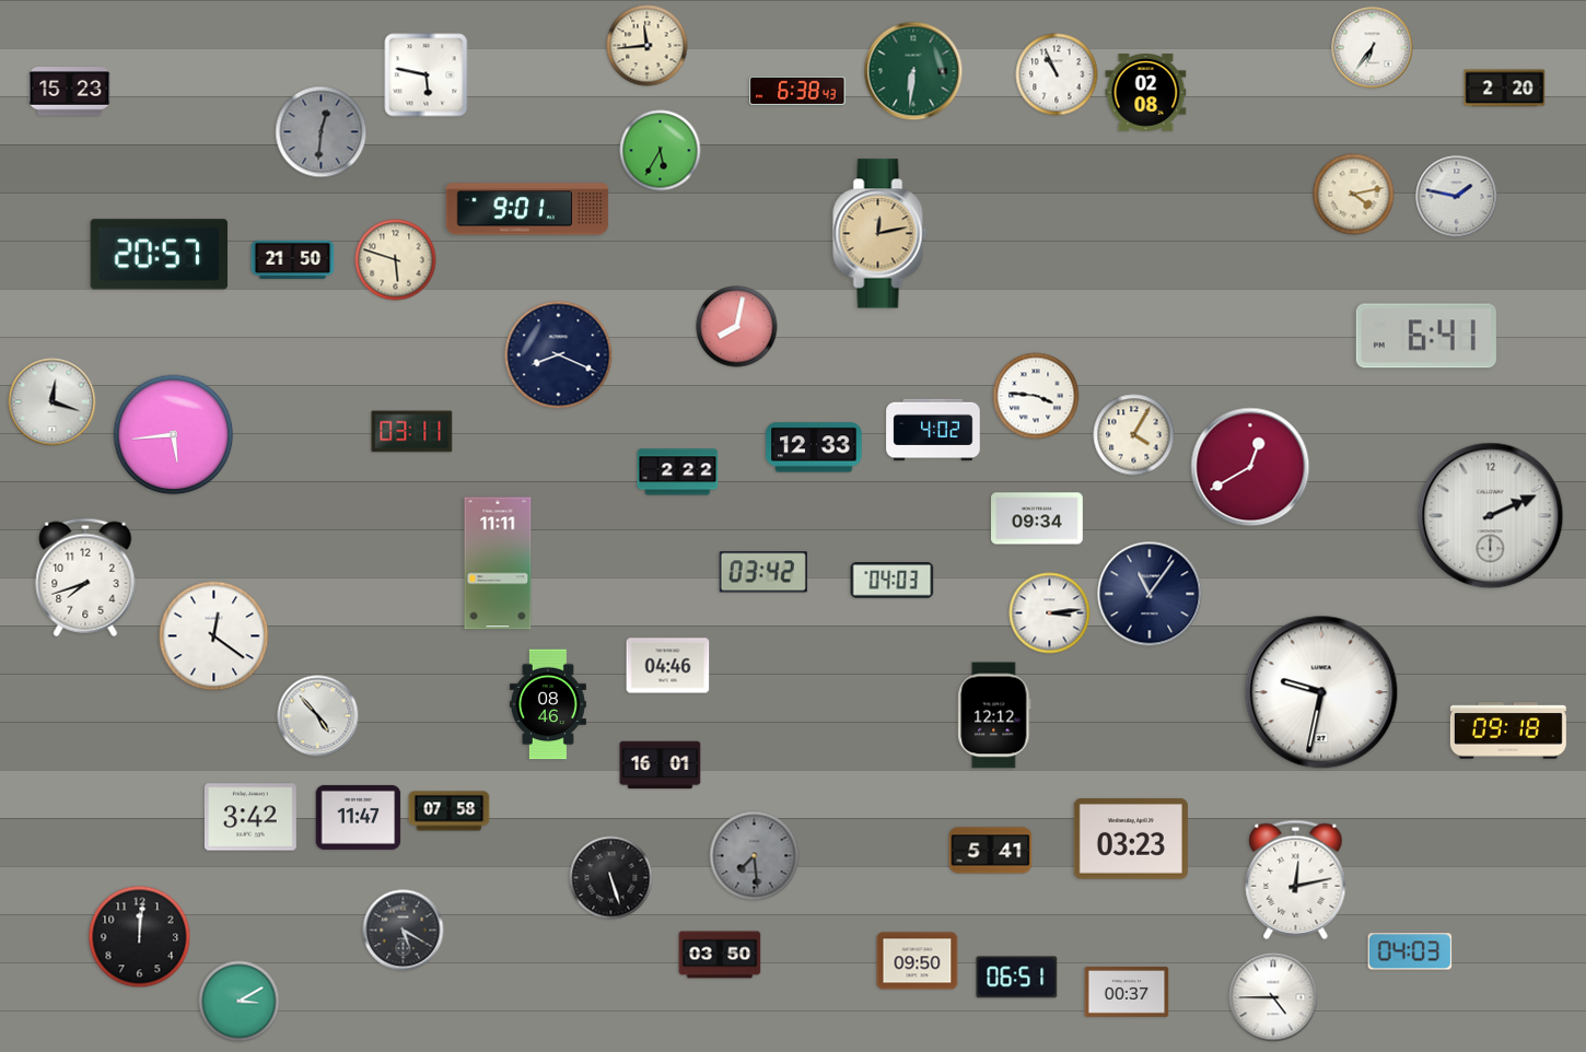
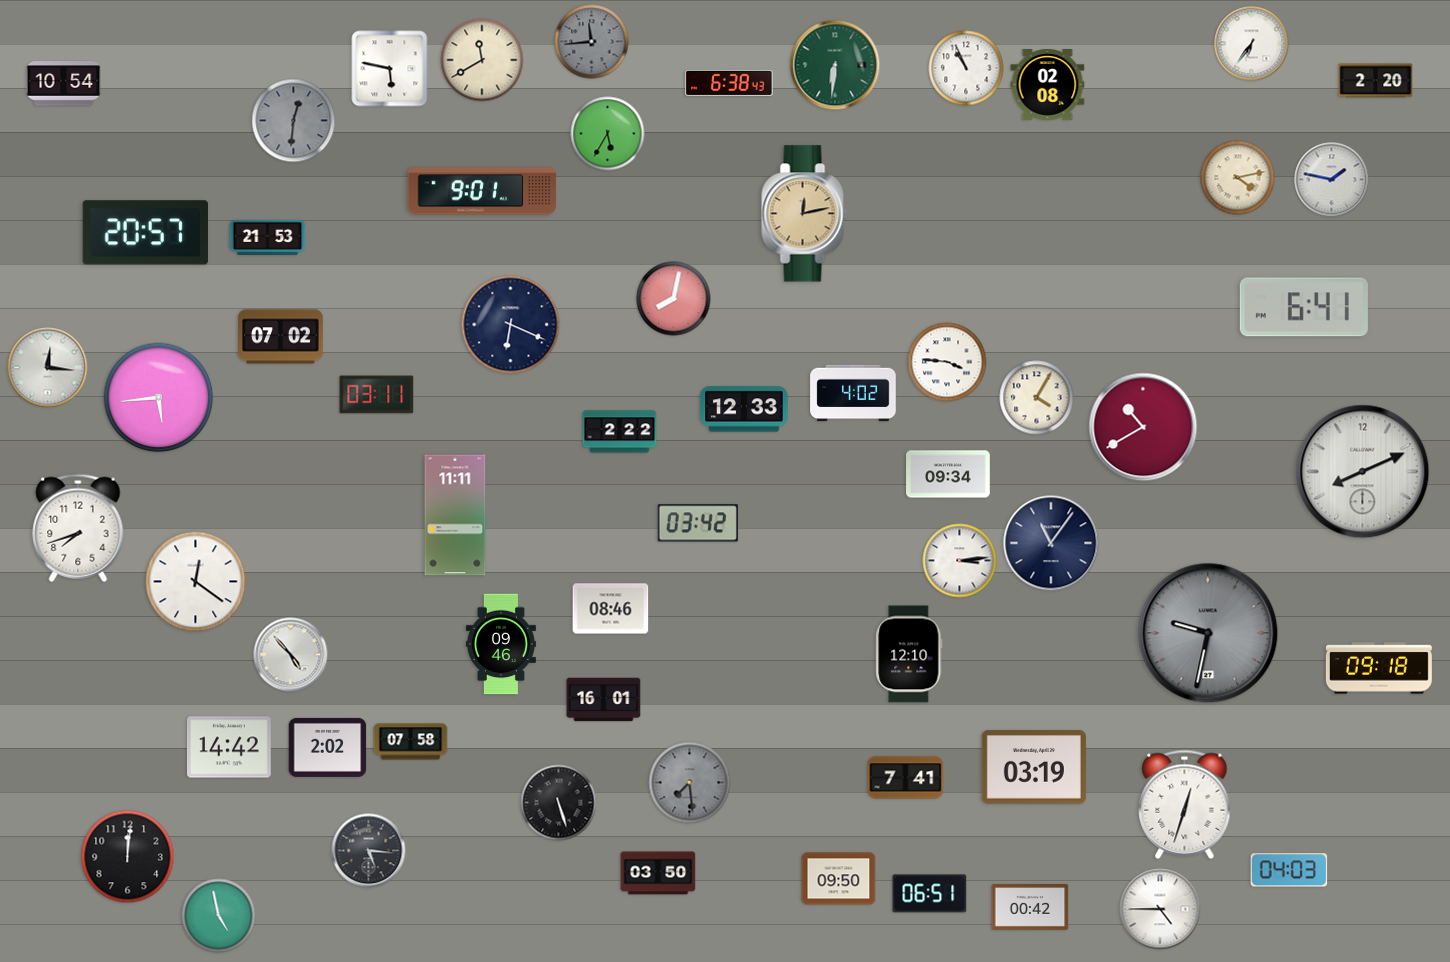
clock at (648, 46) dial: cream -> grey
clock at (1373, 48) position: (1373, 48) -> (1252, 44)
clock at (482, 60): none -> 11:40
clock at (70, 92): 15:23 -> 10:54
clock at (661, 151) position: (661, 151) -> (608, 134)
clock at (293, 260): 21:50 -> 21:53
clock at (396, 260): 5:48 -> none
clock at (559, 355): 8:19 -> 6:19
clock at (281, 337): none -> 07:02
clock at (53, 402): 12:18 -> 12:16
clock at (1250, 467): 12:40 -> 10:40
clock at (1491, 516): 2:11 -> 8:11
clock at (893, 581): 04:03 -> none
clock at (668, 666): 04:46 -> 08:46
clock at (1321, 692) dial: white -> grey
clock at (548, 704): 08:46 -> 09:46
clock at (994, 715): 12:12 -> 12:10
clock at (250, 817): 3:42 -> 14:42
clock at (359, 817): 11:47 -> 2:02
clock at (1131, 839): 03:23 -> 03:19
clock at (991, 851): 5:41 -> 7:41
clock at (1296, 879): 12:13 -> 12:33
clock at (404, 931): 5:20 -> 5:16
clock at (1127, 992): 00:37 -> 00:42
clock at (1273, 997) position: (1273, 997) -> (1160, 909)
clock at (240, 1002): 3:10 -> 4:58
